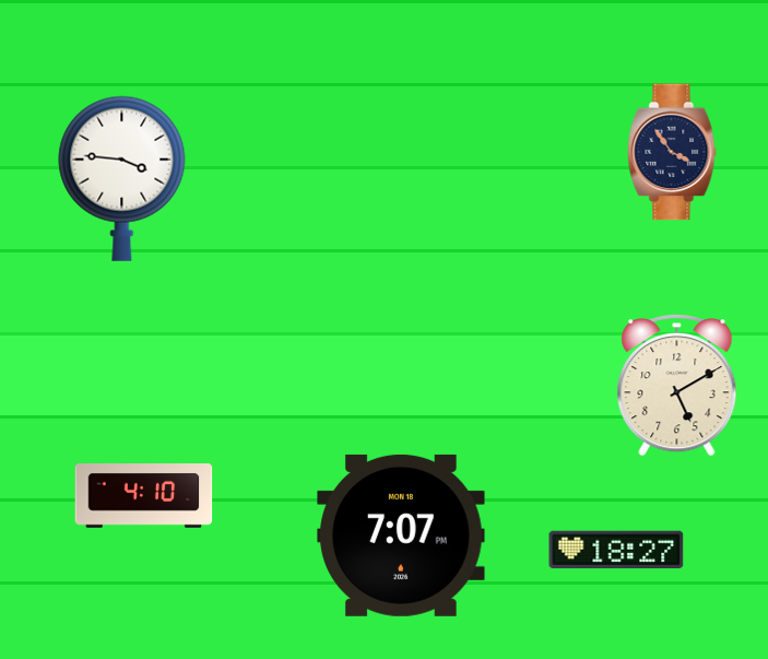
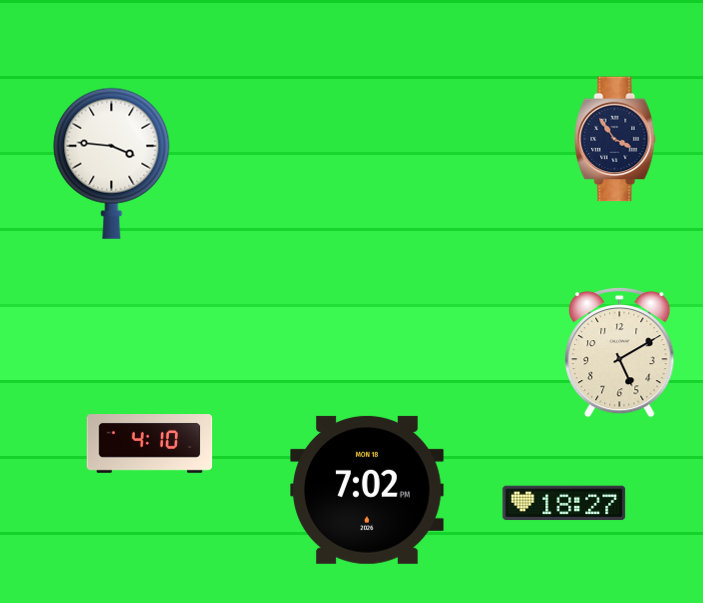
clock at (144, 496) position: (144, 496) -> (150, 444)
clock at (401, 536): 7:07 -> 7:02
